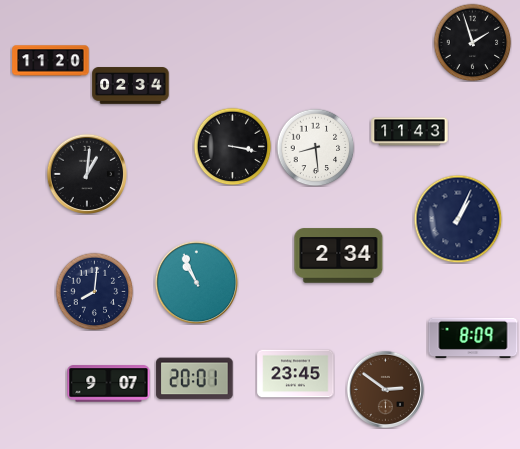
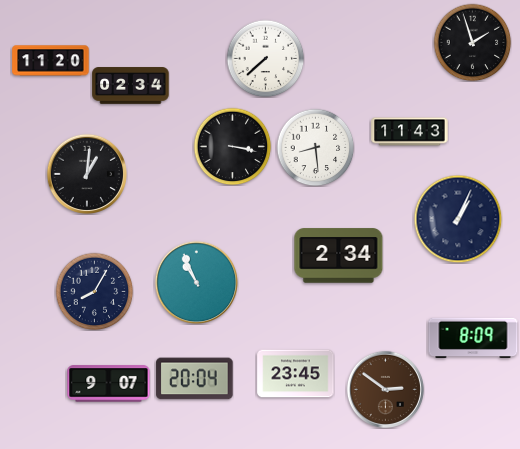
clock at (265, 58): none -> 7:38
clock at (94, 291): 8:01 -> 8:05
clock at (195, 379): 20:01 -> 20:04
